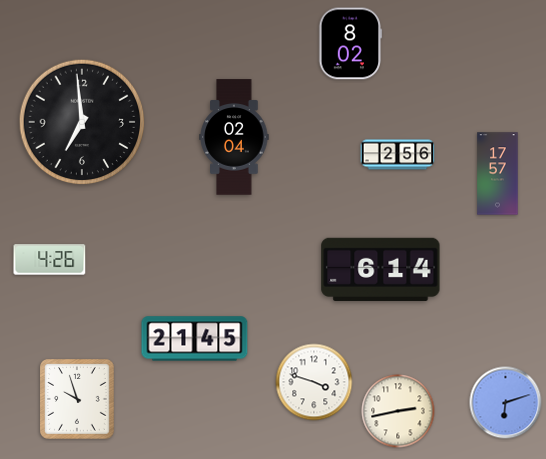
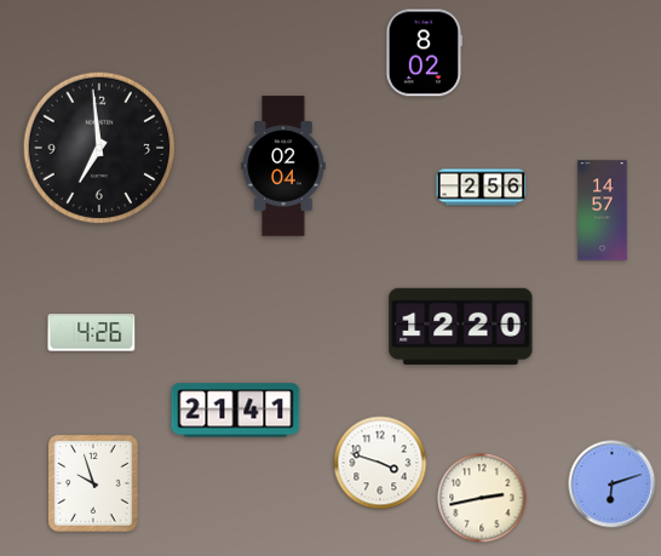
clock at (498, 174): 17:57 -> 14:57
clock at (50, 260) position: (50, 260) -> (92, 333)
clock at (381, 269): 6:14 -> 12:20
clock at (195, 339): 21:45 -> 21:41
clock at (506, 403) position: (506, 403) -> (613, 485)
